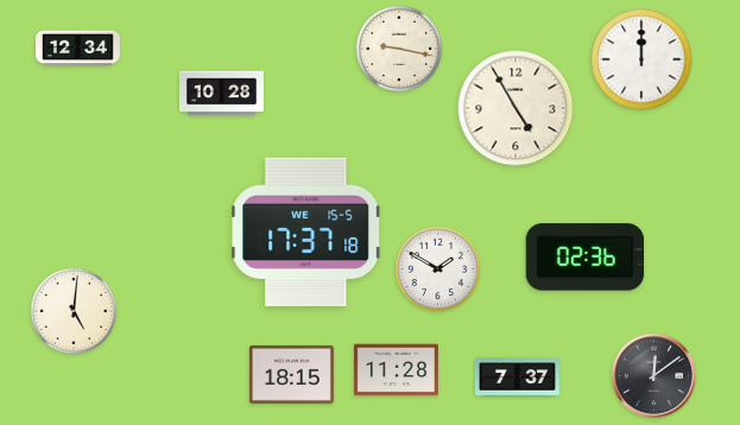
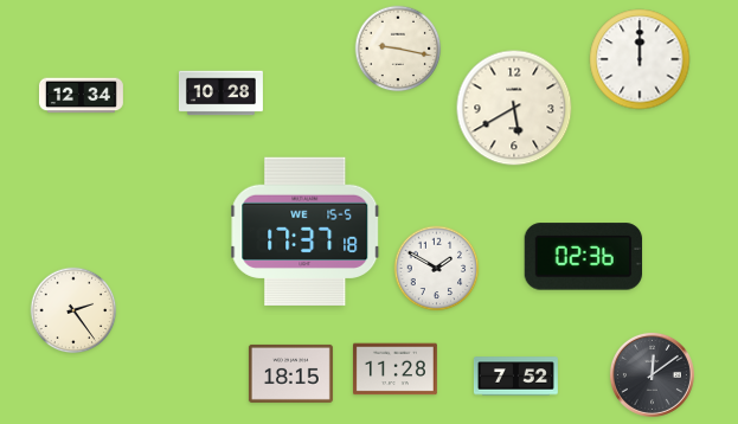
clock at (77, 49) position: (77, 49) -> (81, 96)
clock at (516, 108): 4:55 -> 5:40
clock at (74, 311): 5:01 -> 2:24
clock at (517, 378): 7:37 -> 7:52
